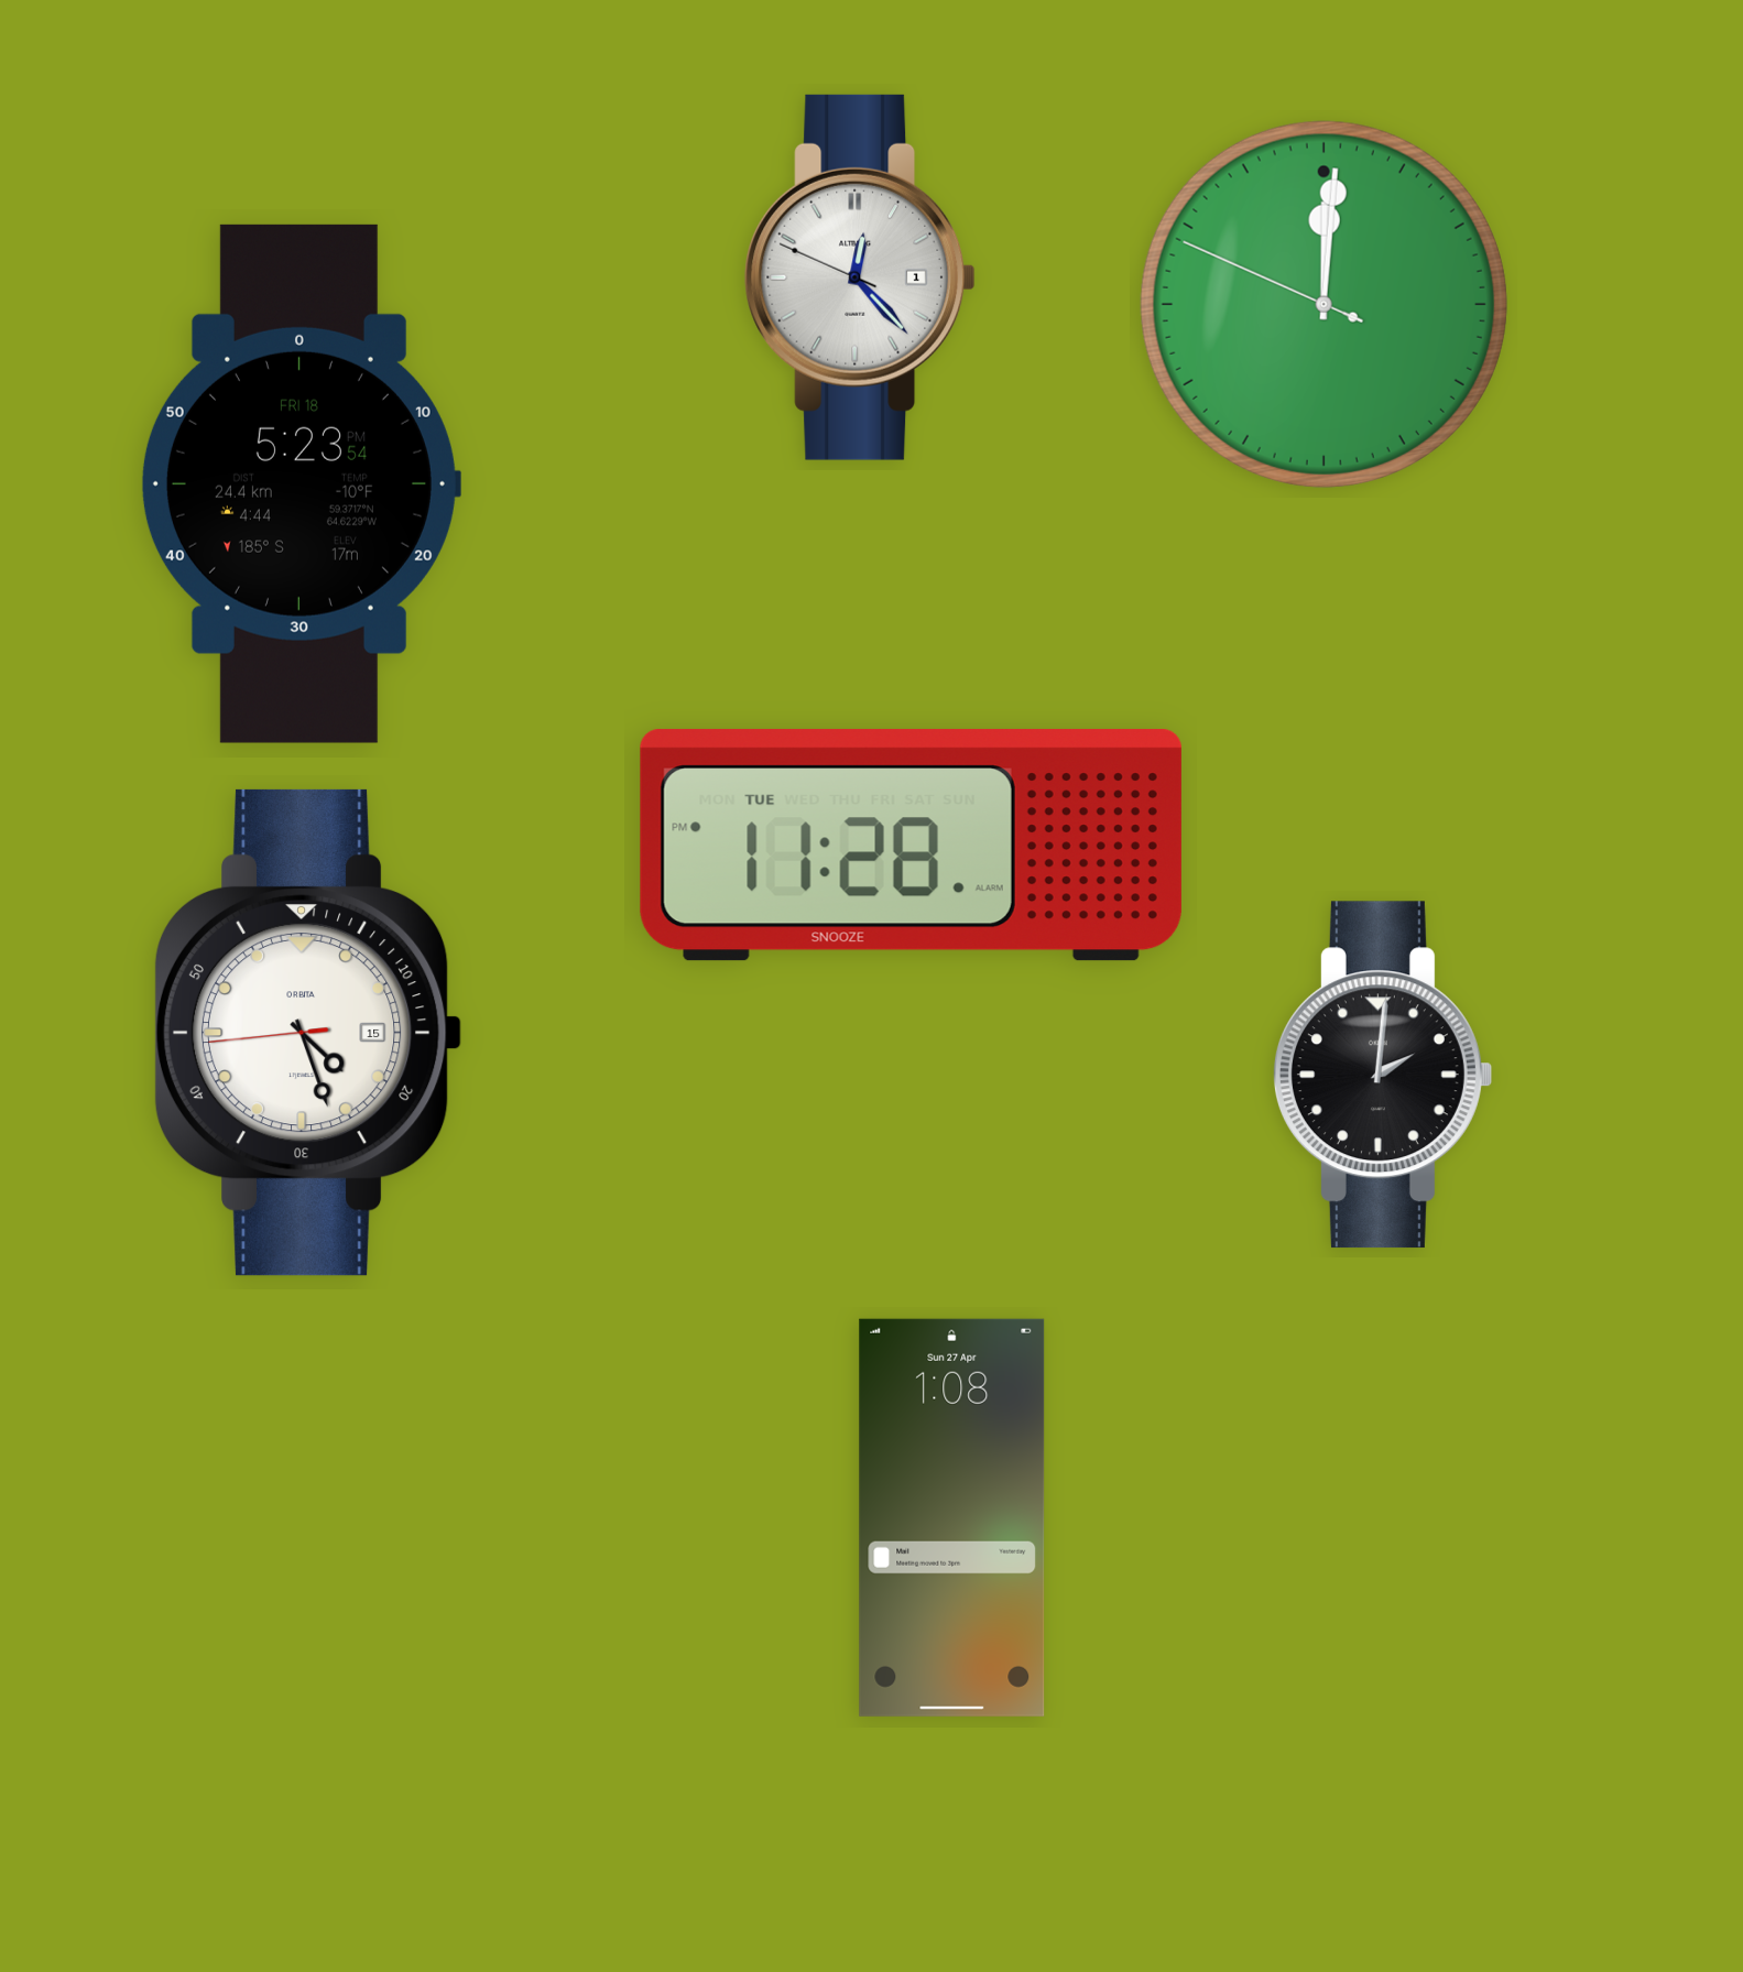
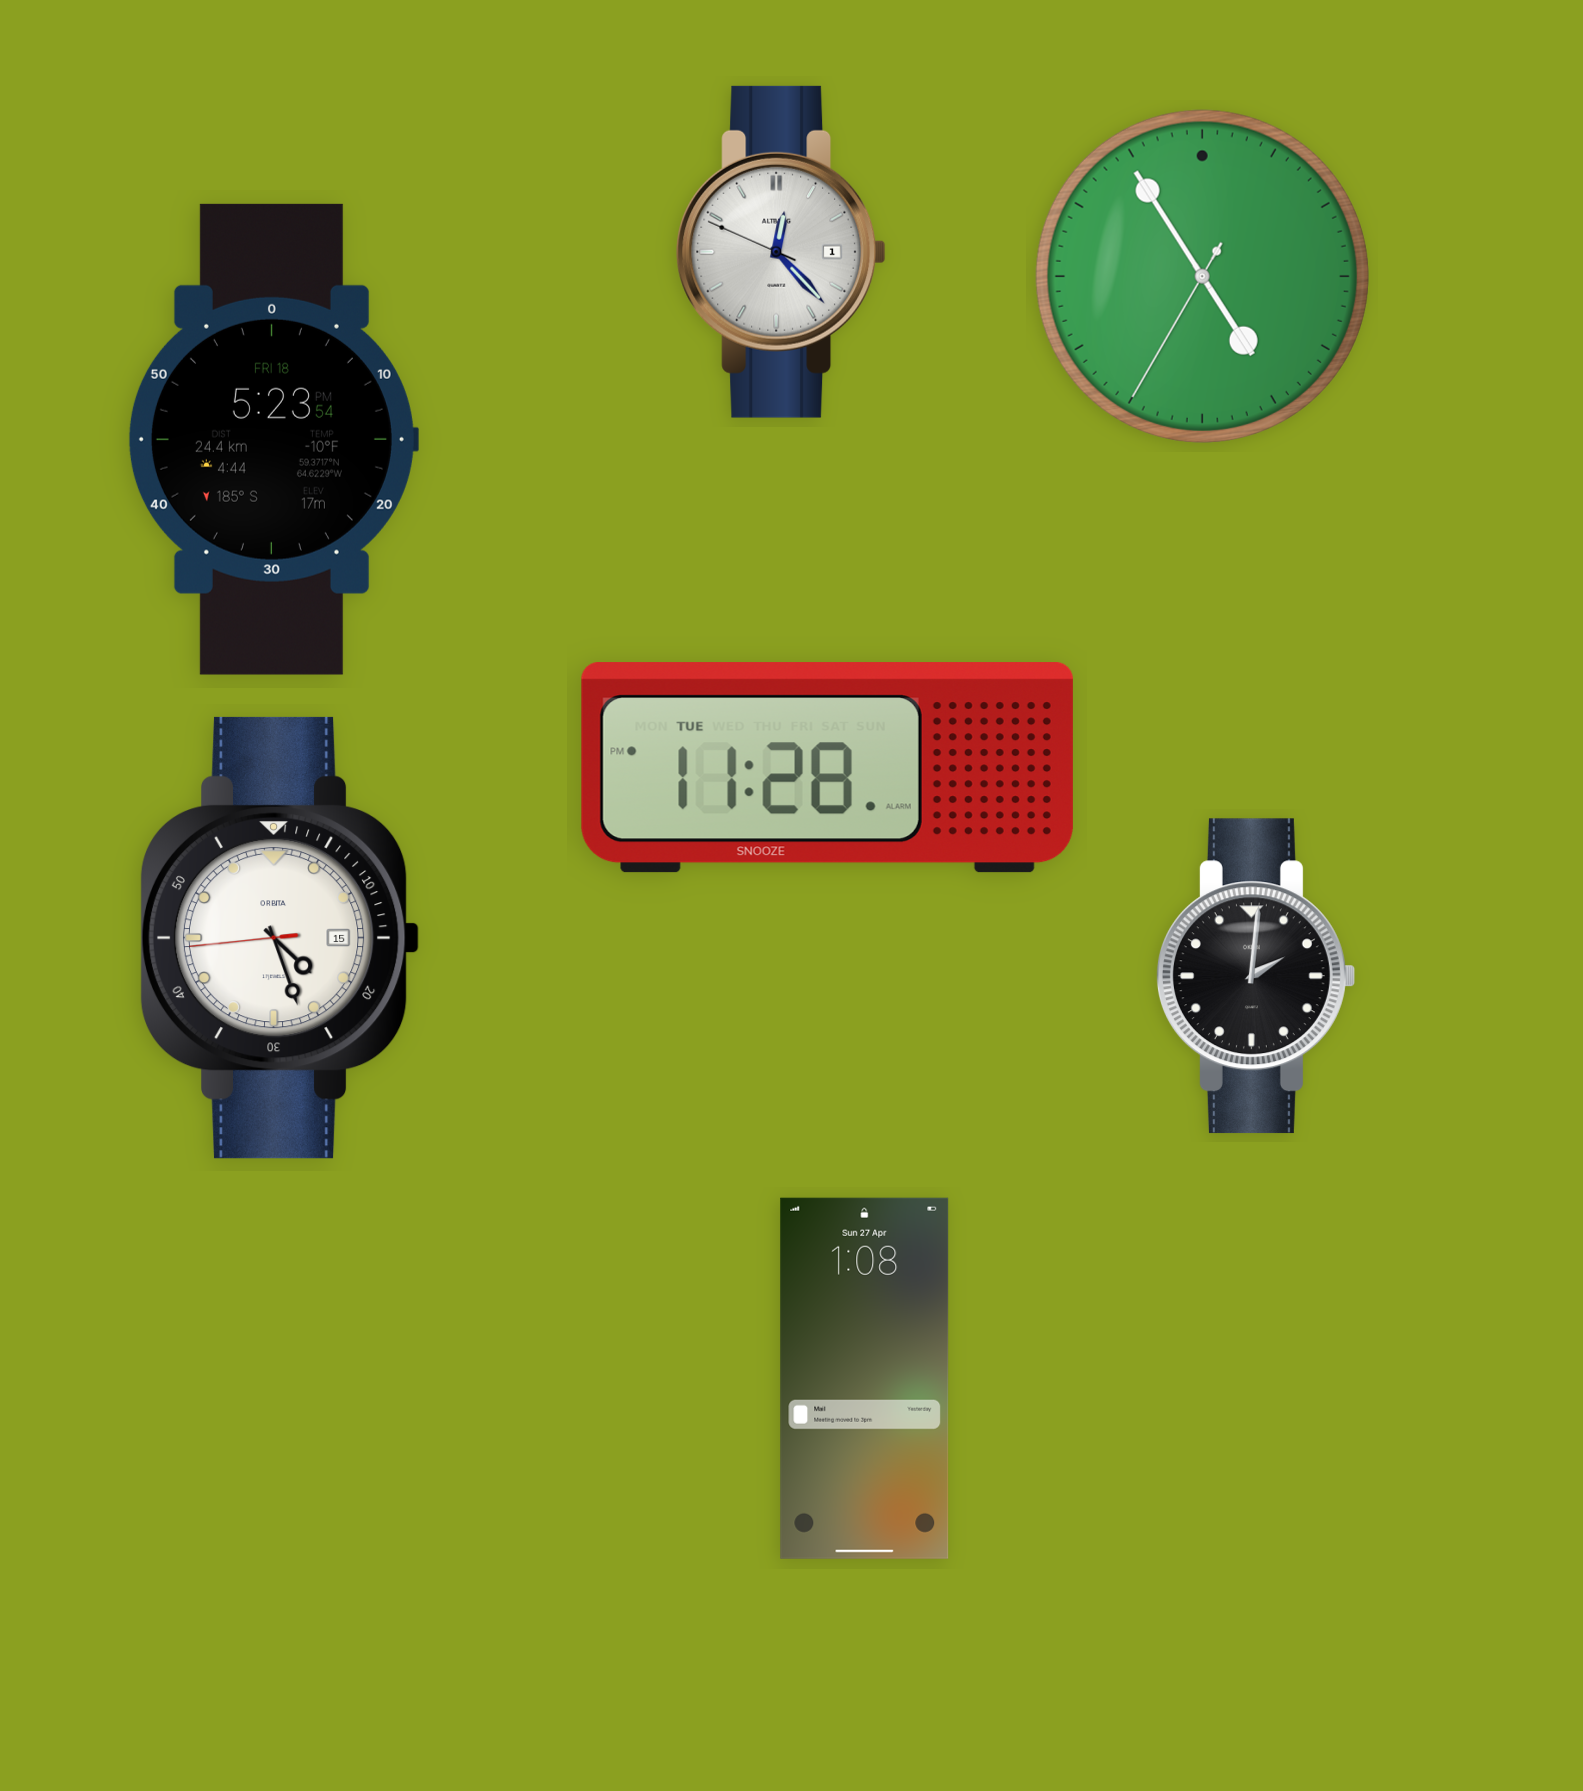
clock at (1323, 304): 12:00 -> 4:54
